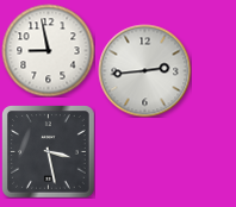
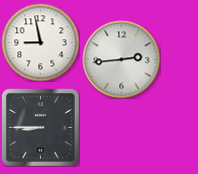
clock at (49, 152): 3:28 -> 8:45
